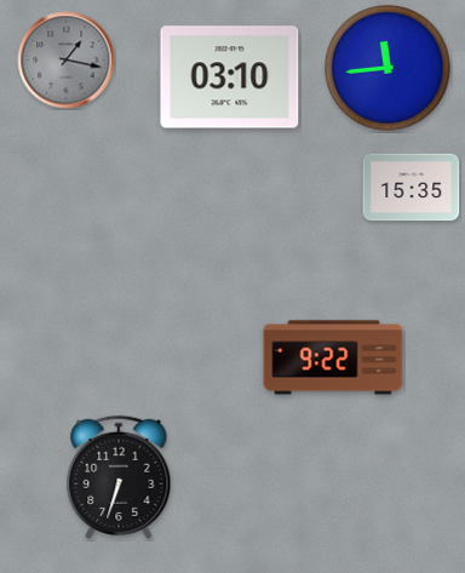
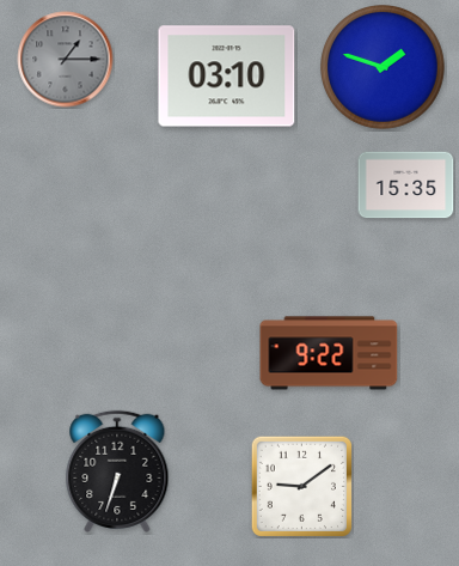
clock at (67, 61): 1:17 -> 1:15
clock at (389, 69): 11:44 -> 1:48
clock at (301, 486): none -> 9:09
